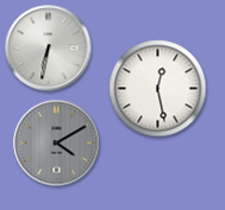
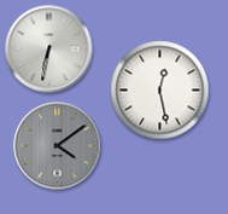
clock at (57, 144): 4:10 -> 4:09
